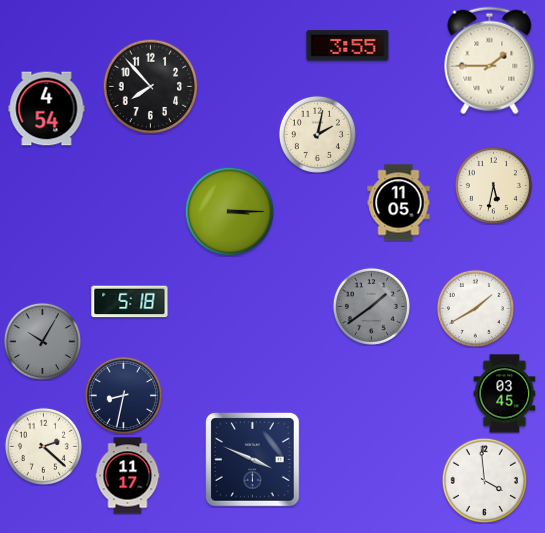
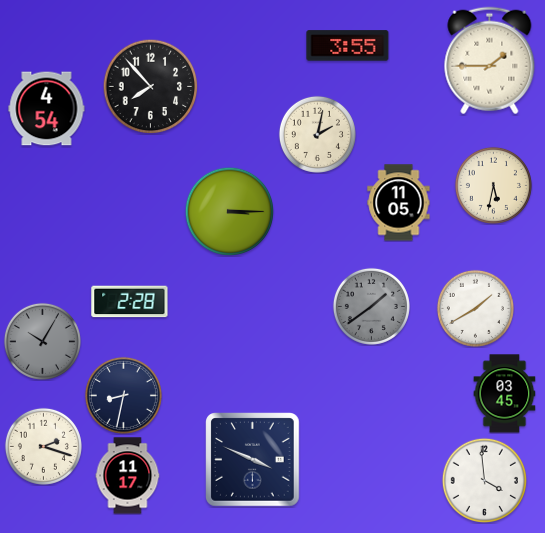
clock at (130, 302): 5:18 -> 2:28
clock at (43, 446): 2:22 -> 2:18
